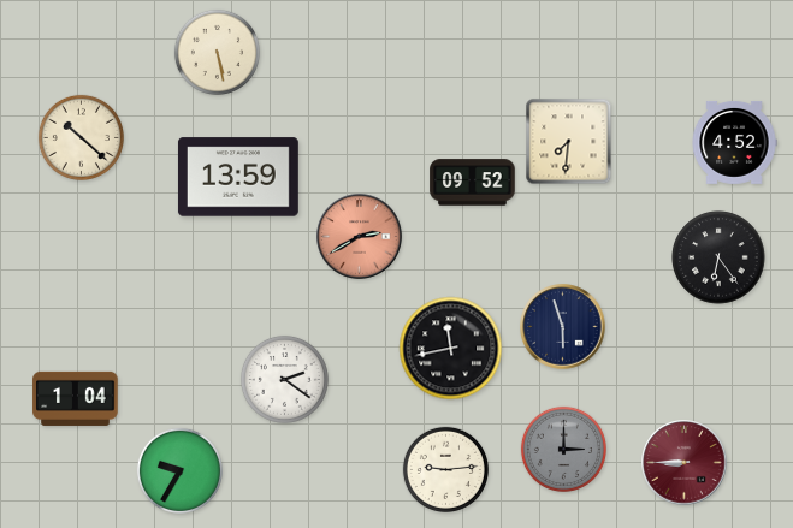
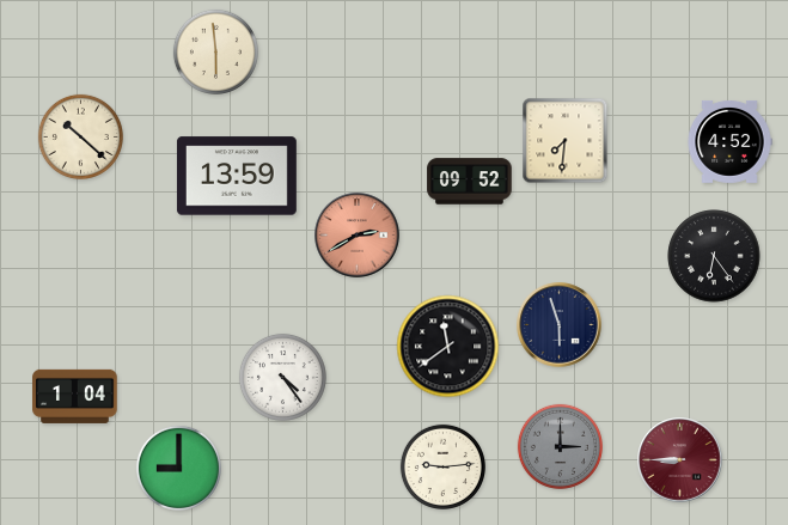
clock at (217, 52): 5:28 -> 5:59
clock at (451, 349): 11:43 -> 11:39
clock at (284, 379): 2:21 -> 4:24
clock at (179, 470): 9:35 -> 9:00
